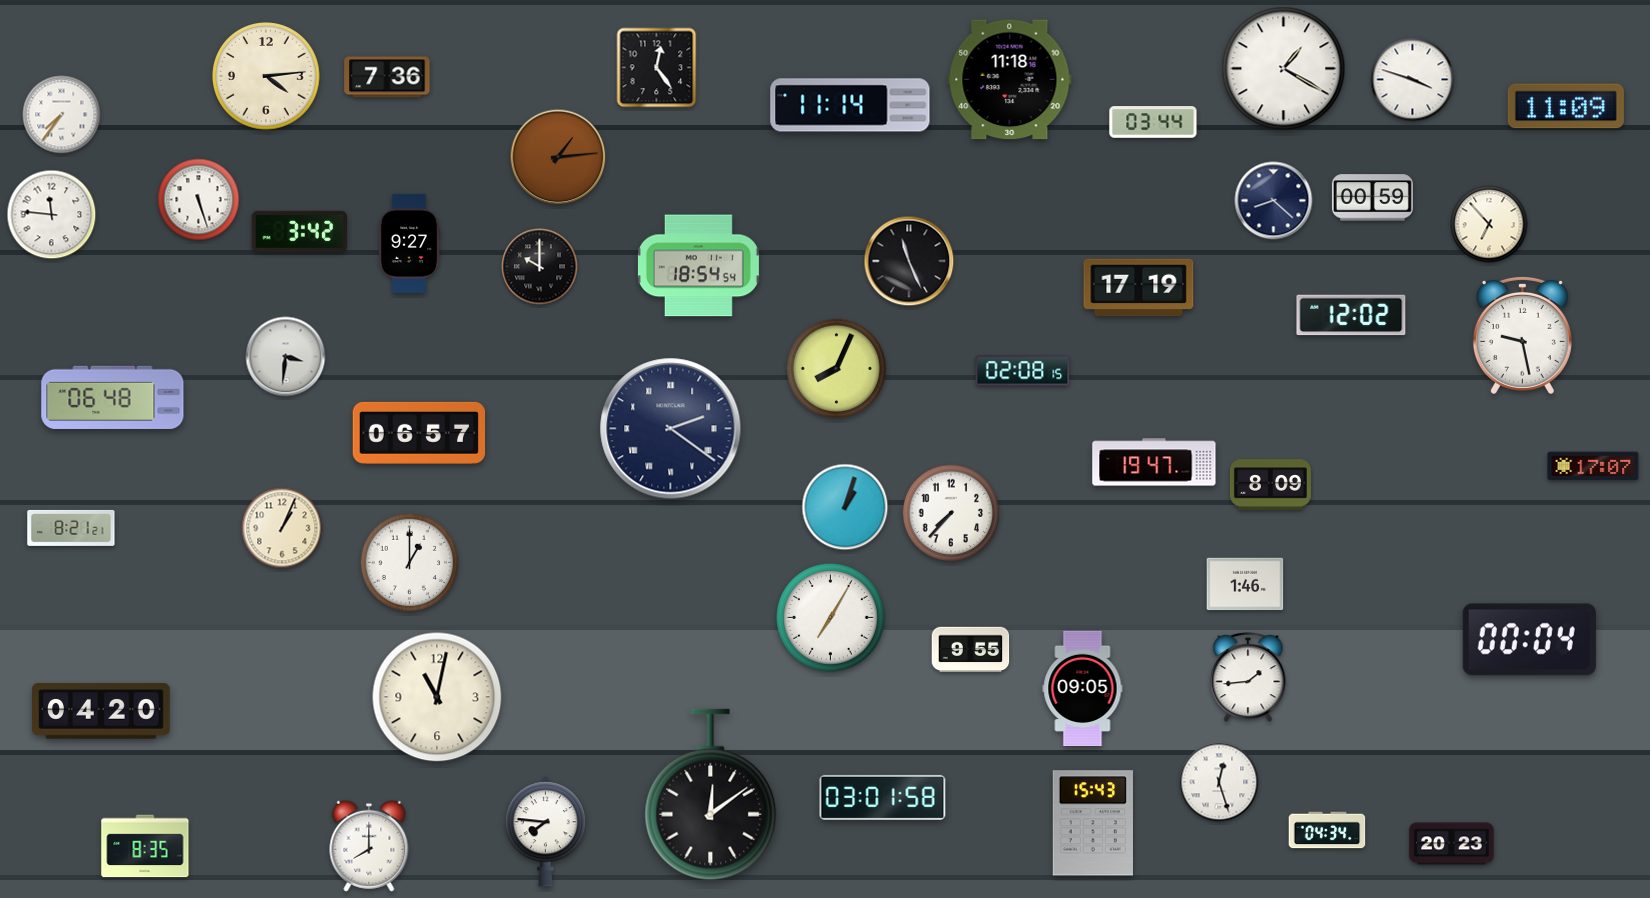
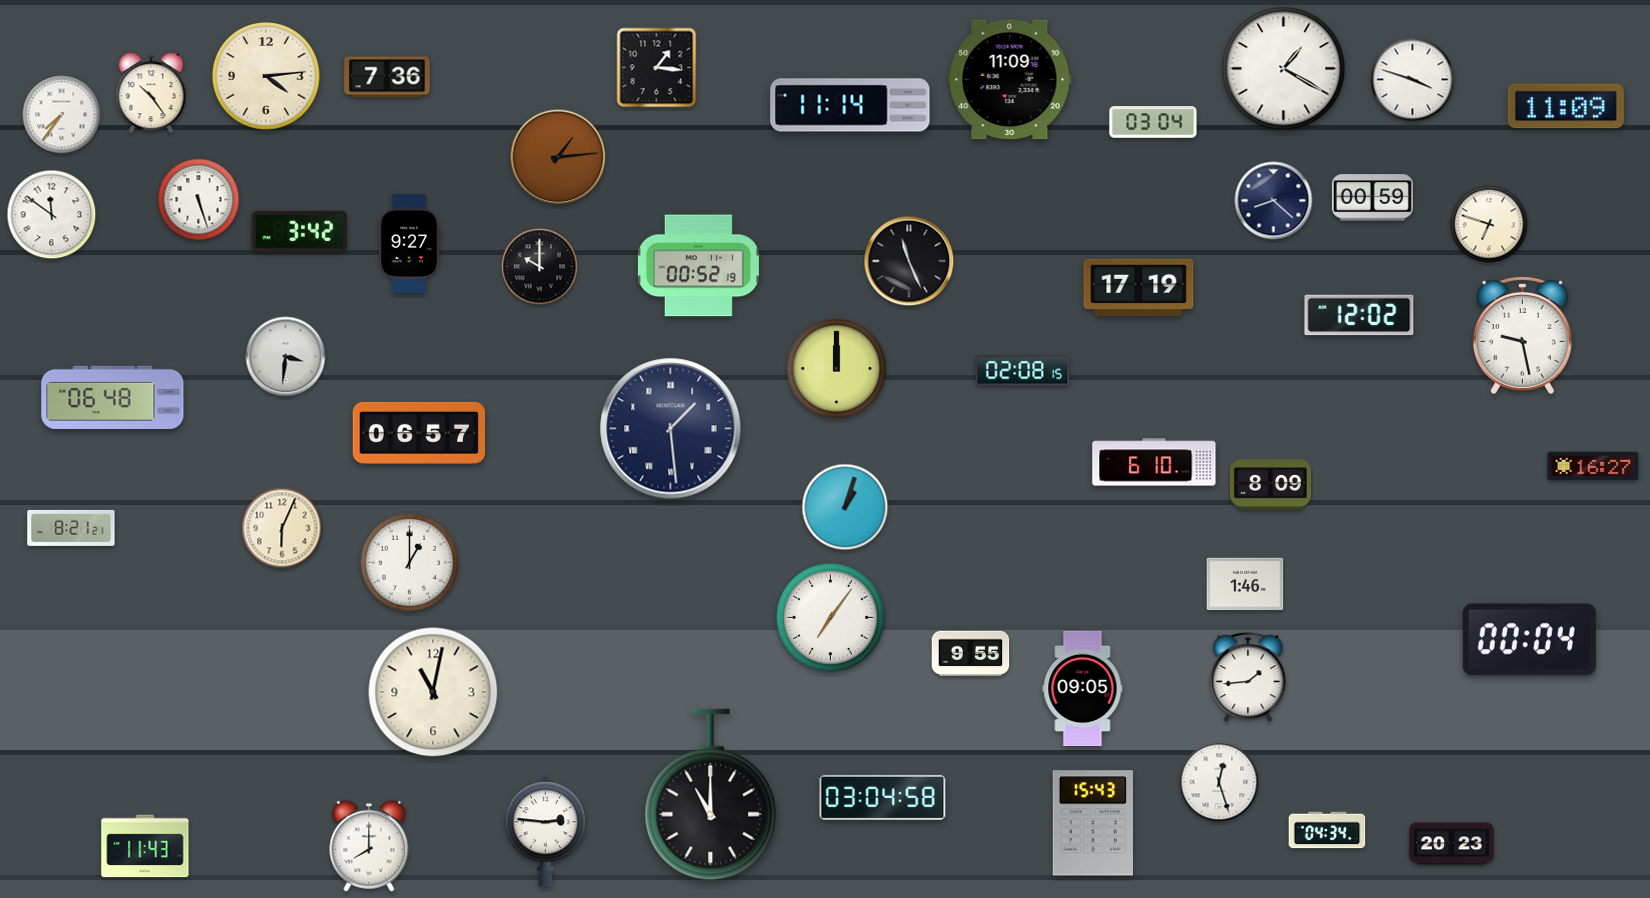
clock at (657, 68): 12:24 -> 1:16
clock at (1010, 80): 11:18 -> 11:09
clock at (151, 93): none -> 10:24
clock at (1153, 122): 03:44 -> 03:04
clock at (52, 215): 11:46 -> 11:51
clock at (1489, 224): 6:53 -> 6:48
clock at (698, 266): 18:54 -> 00:52
clock at (1351, 315) position: (1351, 315) -> (1359, 315)
clock at (836, 368): 8:04 -> 12:00
clock at (671, 429): 2:21 -> 1:29
clock at (1154, 462): 19:47 -> 6:10
clock at (1593, 466): 17:07 -> 16:27
clock at (951, 513): 7:37 -> none
clock at (282, 528): 1:04 -> 6:04
clock at (831, 618): 7:05 -> 7:06
clock at (971, 650) position: (971, 650) -> (971, 654)
clock at (437, 697) position: (437, 697) -> (433, 692)
clock at (101, 711): 04:20 -> none
clock at (711, 795): 12:09 -> 11:00
clock at (883, 797): 03:01 -> 03:04
clock at (545, 832): 7:46 -> 2:46
clock at (145, 846): 8:35 -> 11:43
